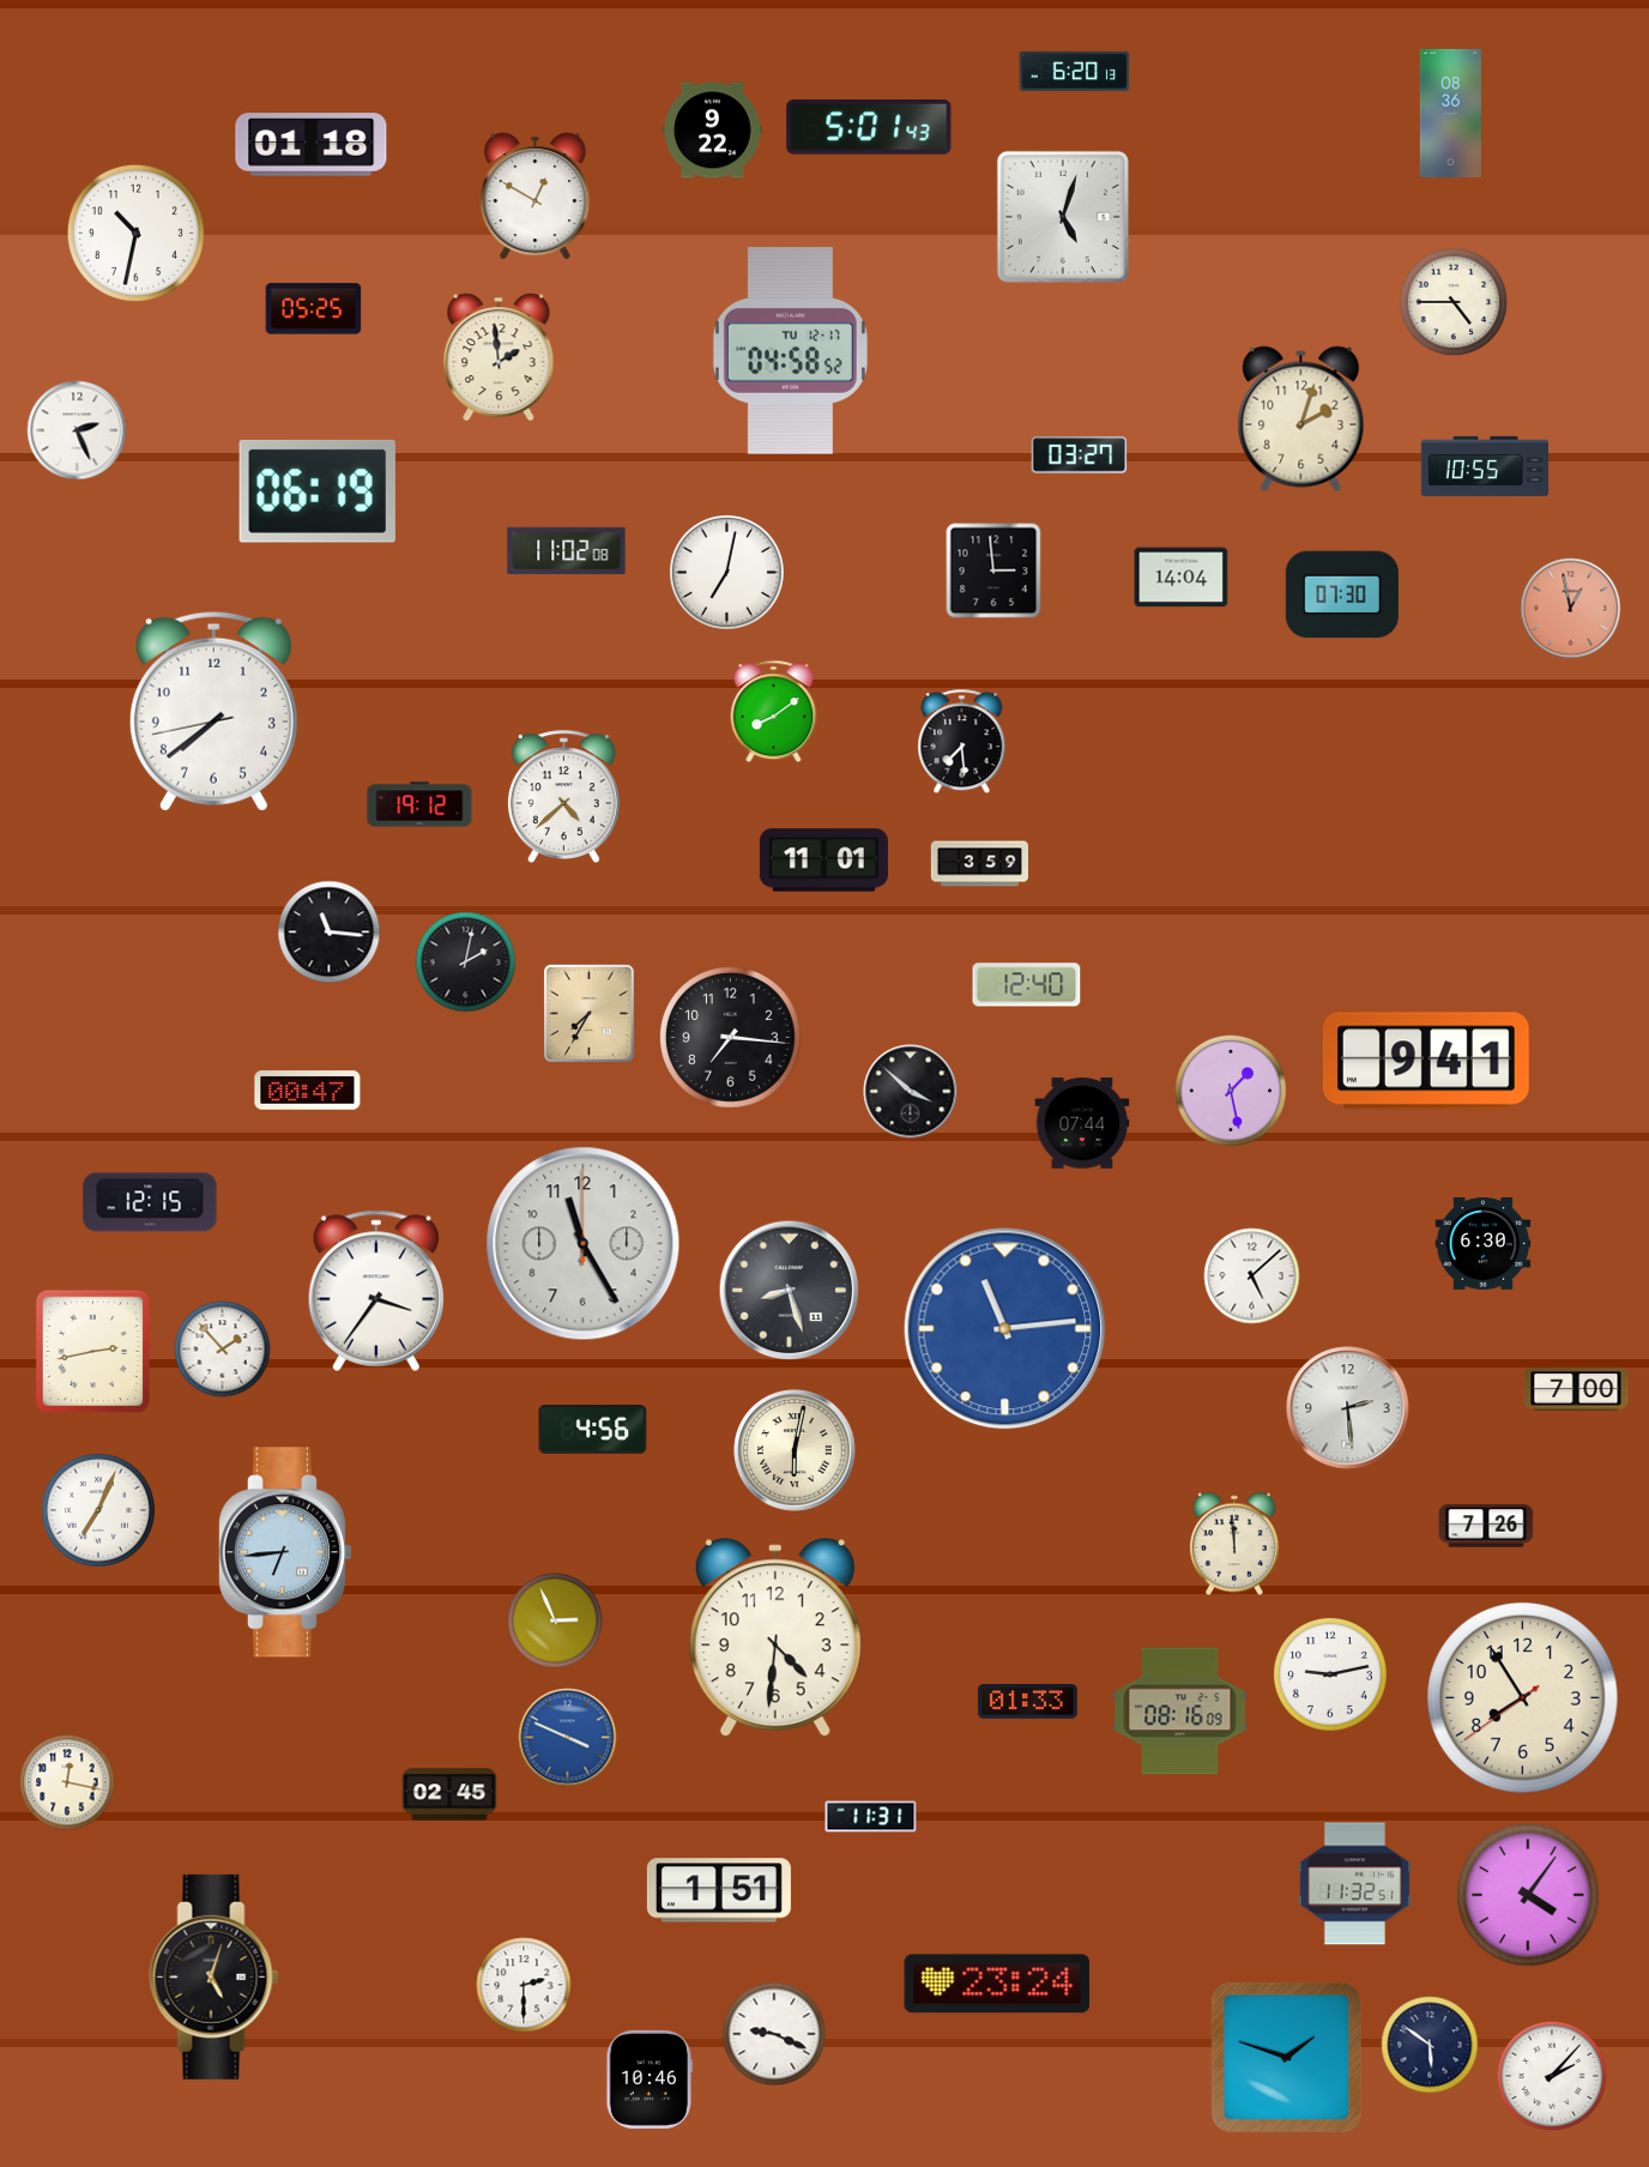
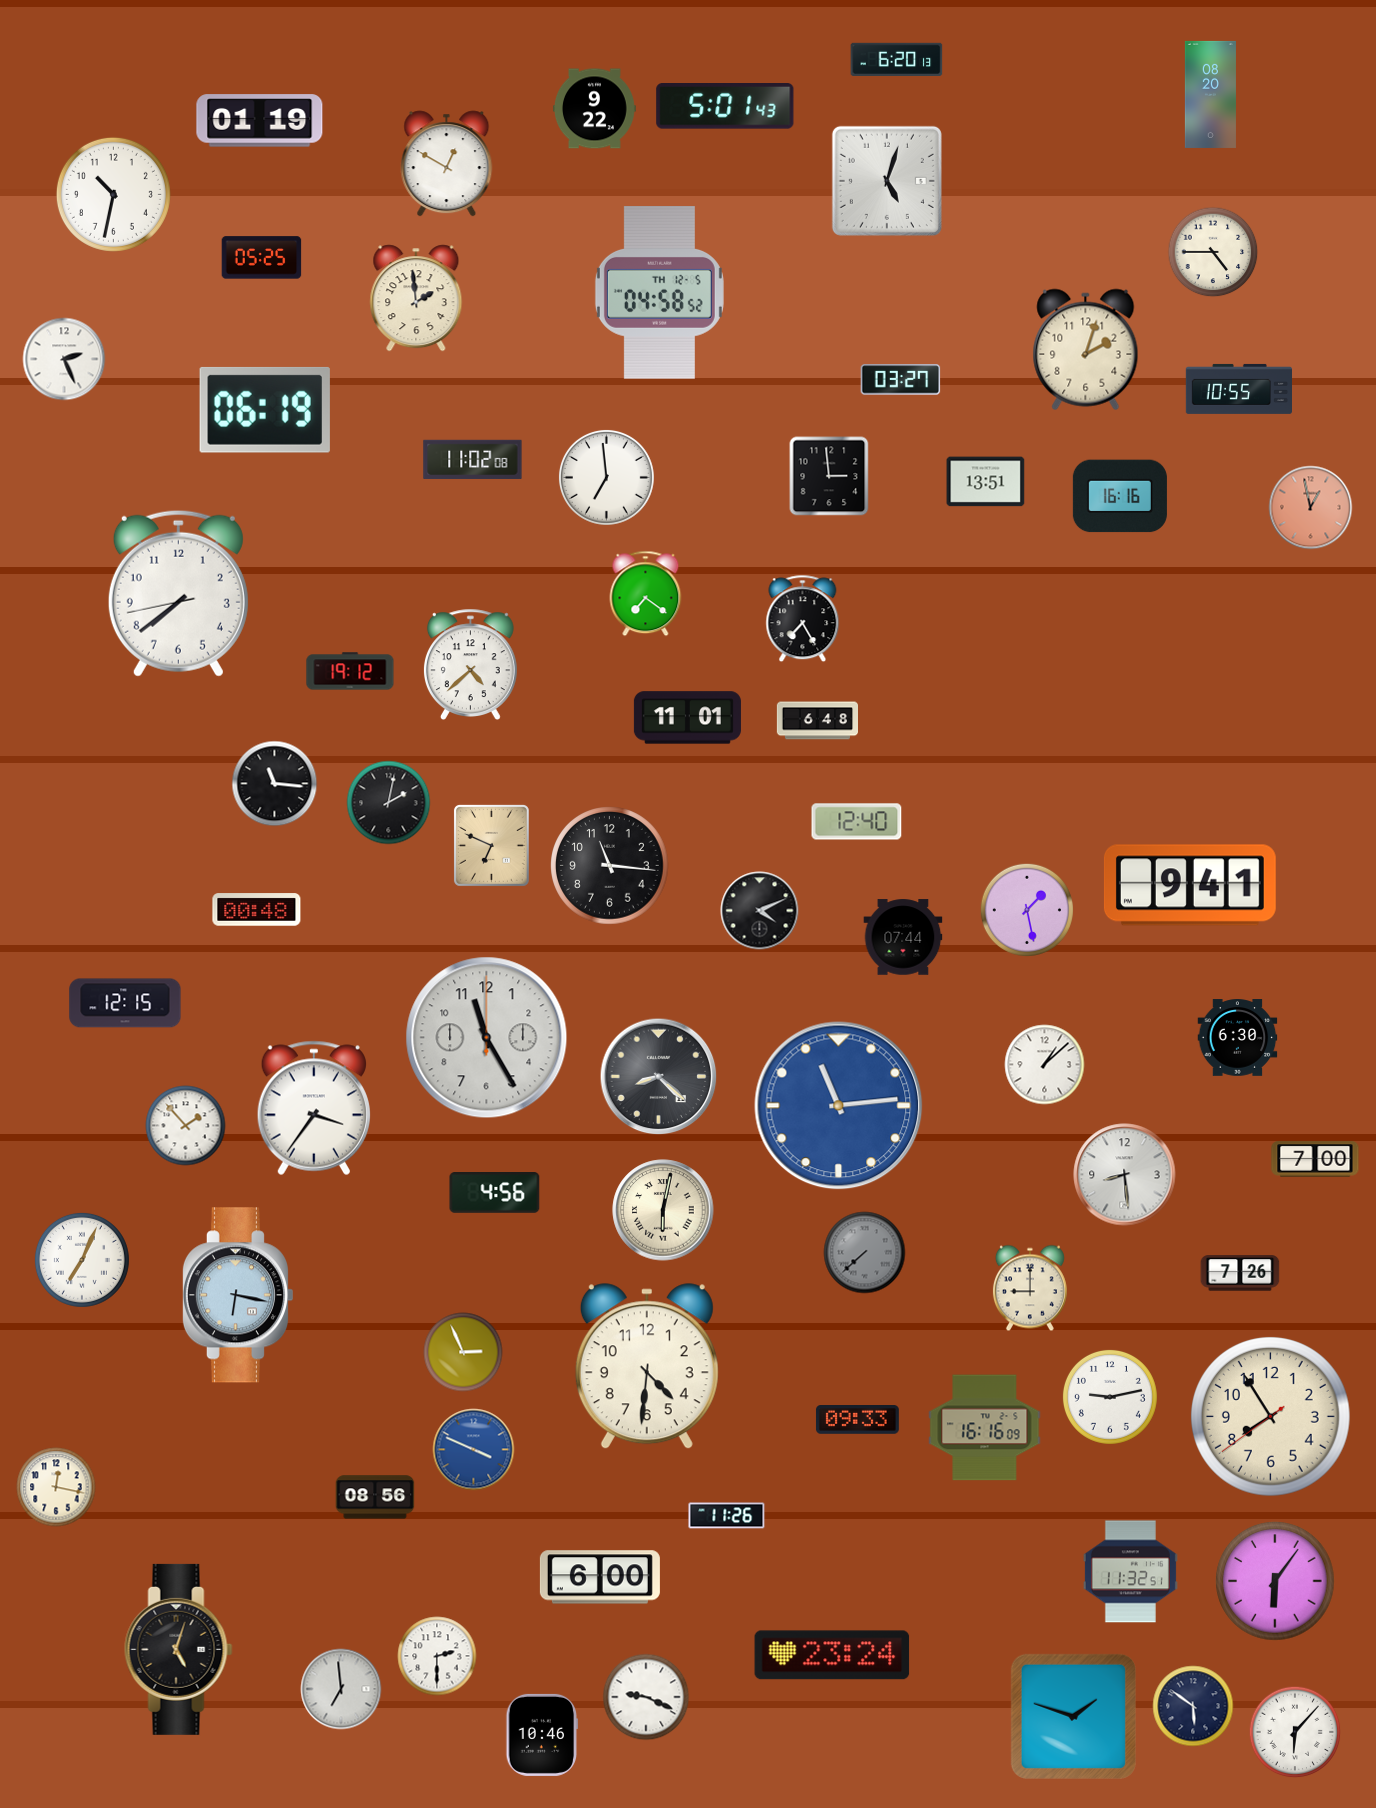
clock at (1450, 113): 08:36 -> 08:20
clock at (312, 145): 01:18 -> 01:19
clock at (790, 351) date: TU 12-17 -> TH 12-5
clock at (726, 572): 7:02 -> 6:59
clock at (1182, 578): 14:04 -> 13:51
clock at (1342, 594): 07:30 -> 16:16
clock at (774, 712): 8:09 -> 7:21
clock at (962, 742): 7:29 -> 7:25
clock at (979, 864): 3:59 -> 6:48
clock at (330, 932) position: (330, 932) -> (275, 784)
clock at (588, 1013): 7:35 -> 6:49
clock at (731, 1038): 7:16 -> 11:16
clock at (308, 1091): 00:47 -> 00:48
clock at (911, 1092): 3:52 -> 4:11
clock at (1252, 1276): 5:08 -> 1:08
clock at (376, 1291) position: (376, 1291) -> (314, 1108)
clock at (790, 1291): 8:27 -> 8:22
clock at (1005, 1329) position: (1005, 1329) -> (839, 1106)
clock at (93, 1352): 2:43 -> none
clock at (1348, 1408): 2:29 -> 8:29
clock at (865, 1253): none -> 7:38
clock at (1234, 1544): 11:59 -> 9:00
clock at (284, 1552): 6:44 -> 6:17
clock at (1027, 1702): 01:33 -> 09:33
clock at (1180, 1712): 08:16 -> 16:16
clock at (449, 1794): 02:45 -> 08:56
clock at (871, 1817): 11:31 -> 11:26
clock at (719, 1890): 1:51 -> 6:00
clock at (1528, 1895): 4:06 -> 6:06
clock at (341, 1689): none -> 6:59
clock at (1552, 2076): 2:07 -> 6:07
